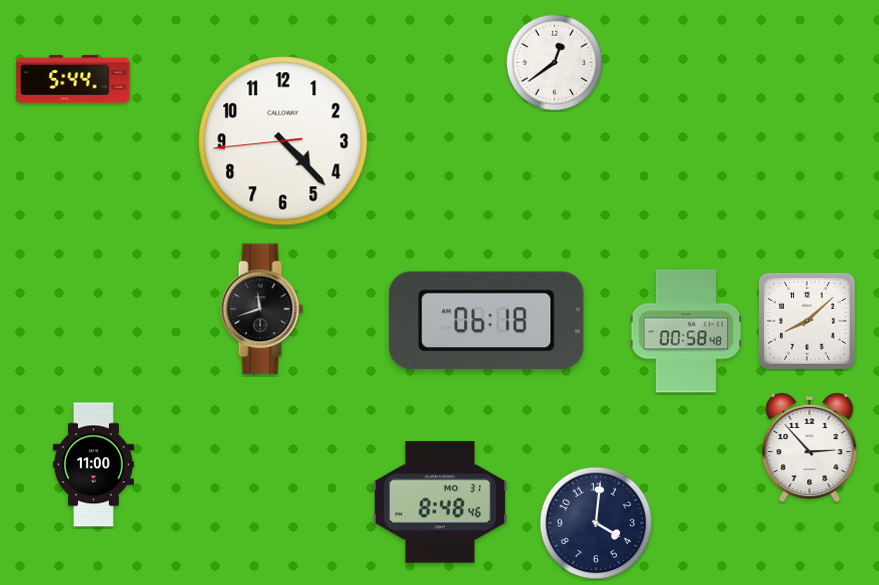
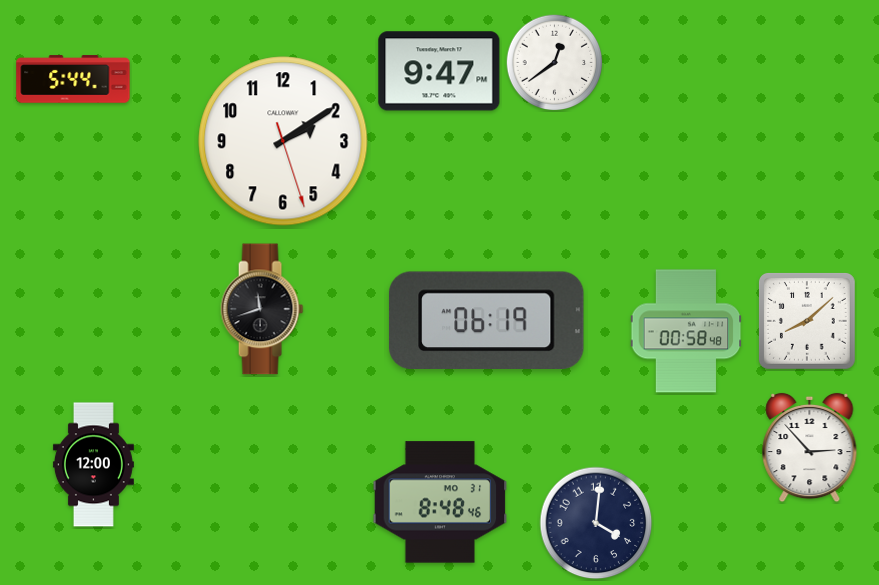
clock at (439, 71): none -> 9:47
clock at (283, 141): 4:22 -> 2:09
clock at (486, 320): 06:18 -> 06:19
clock at (93, 465): 11:00 -> 12:00
